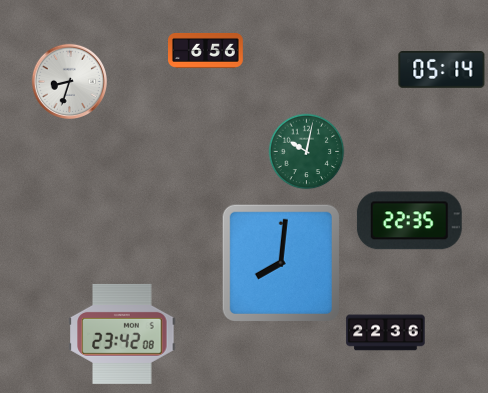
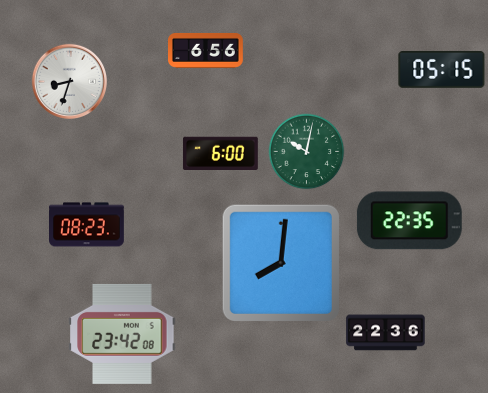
clock at (442, 69): 05:14 -> 05:15
clock at (220, 154): none -> 6:00
clock at (87, 225): none -> 08:23
